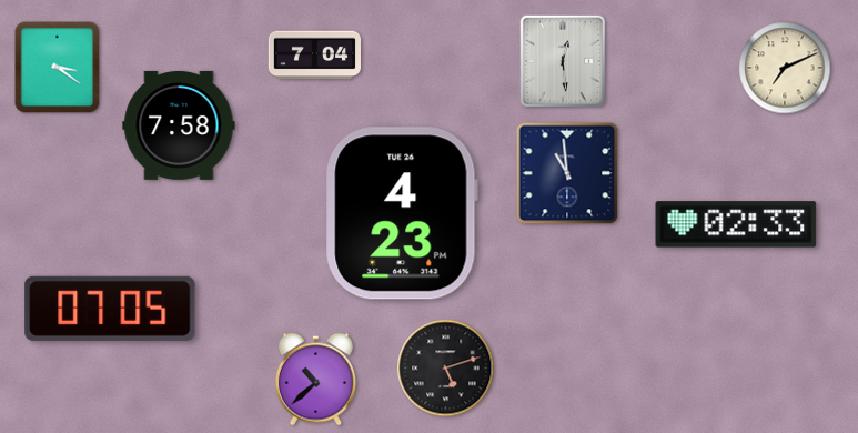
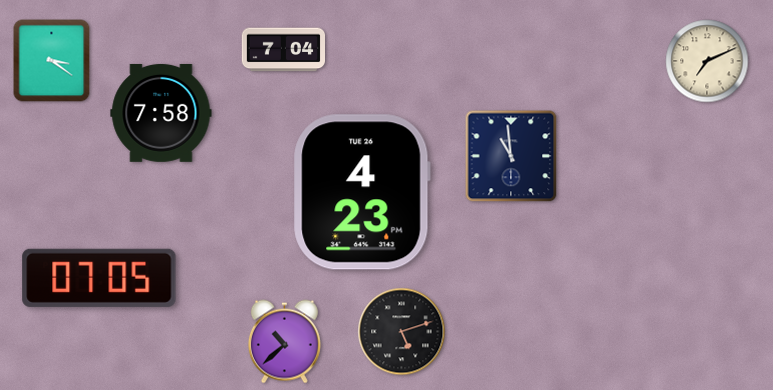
clock at (562, 61): 12:29 -> none
clock at (736, 224): 02:33 -> none
